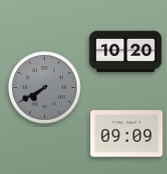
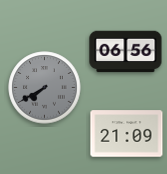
clock at (126, 52): 10:20 -> 06:56
clock at (127, 134): 09:09 -> 21:09
